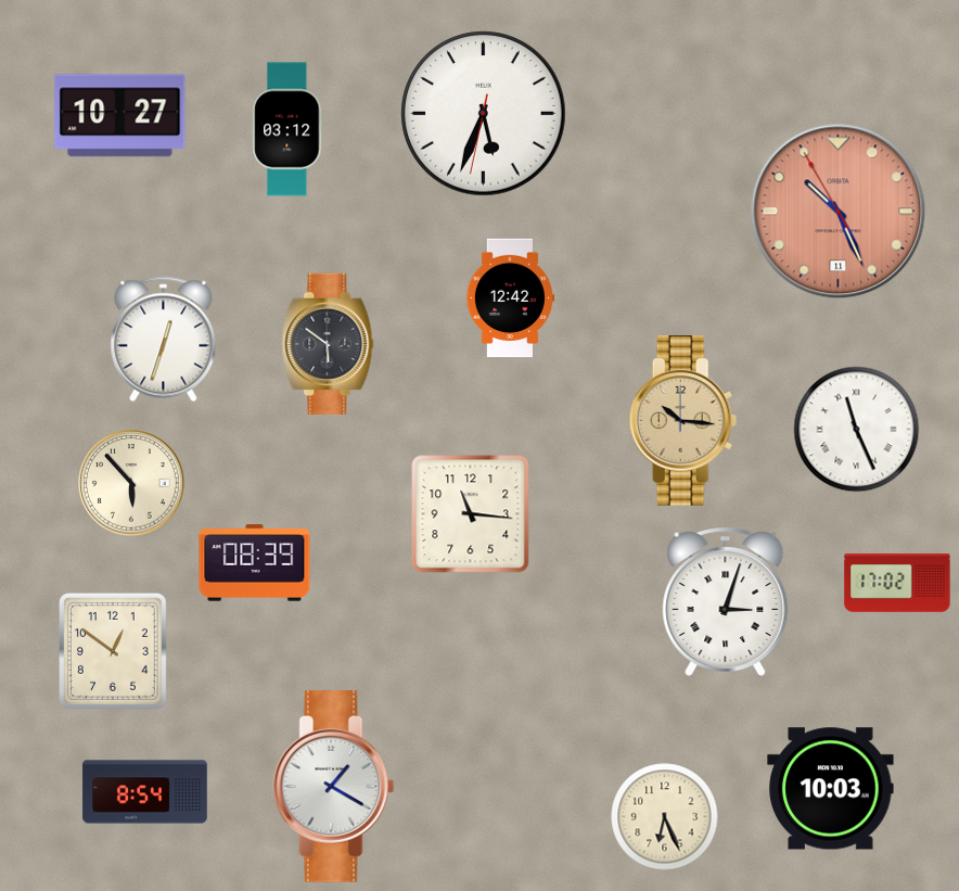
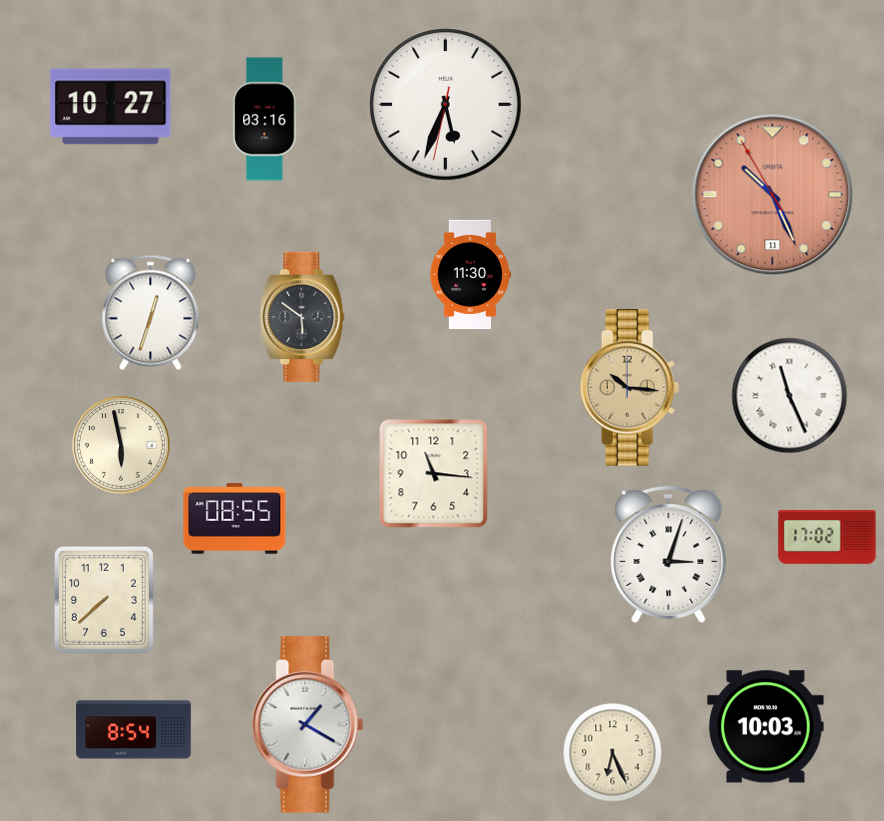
clock at (287, 129): 03:12 -> 03:16
clock at (510, 298): 12:42 -> 11:30
clock at (131, 483): 5:53 -> 5:58
clock at (255, 563): 08:39 -> 08:55
clock at (113, 651): 12:51 -> 7:38
